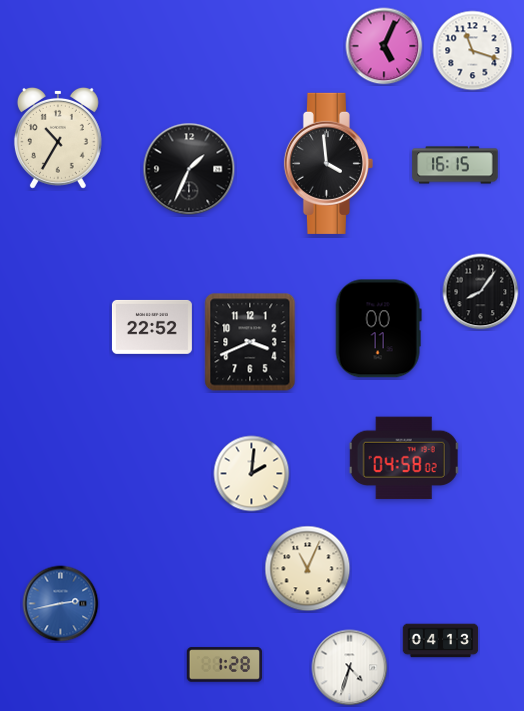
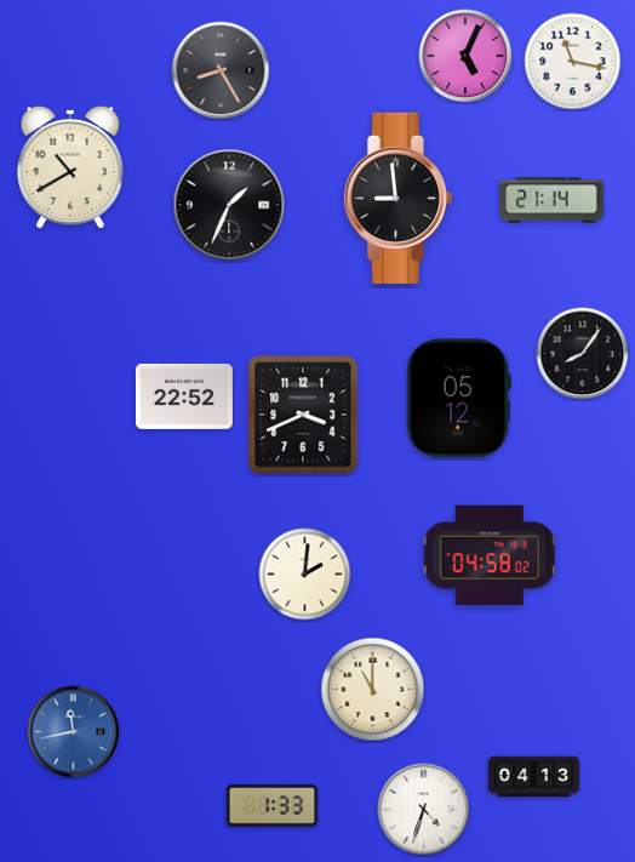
clock at (473, 51): 11:18 -> 11:17
clock at (221, 70): none -> 8:25
clock at (58, 138): 10:35 -> 10:40
clock at (328, 163): 3:59 -> 8:59
clock at (455, 165): 16:15 -> 21:14
clock at (378, 329): 00:11 -> 05:12
clock at (308, 569): 11:04 -> 11:00
clock at (61, 604): 2:43 -> 11:43
clock at (225, 665): 1:28 -> 1:33
